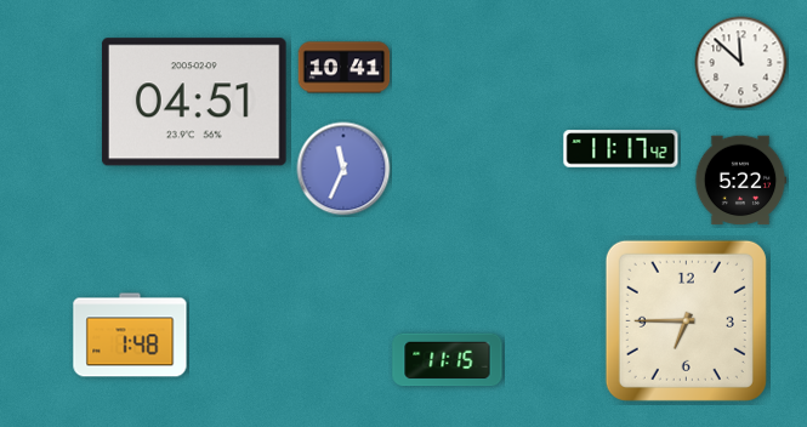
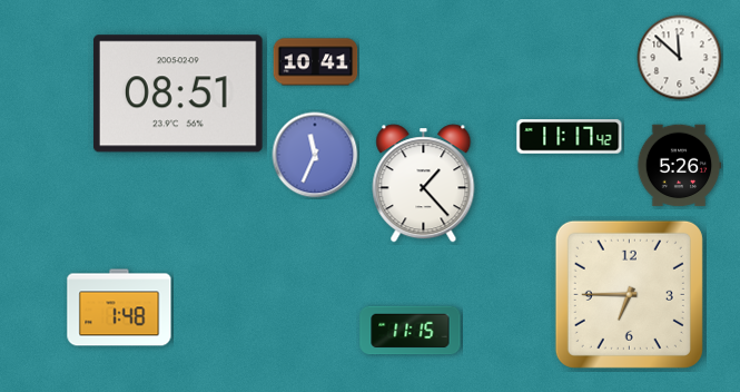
clock at (194, 102): 04:51 -> 08:51
clock at (740, 181): 5:22 -> 5:26
clock at (424, 184): none -> 1:23
